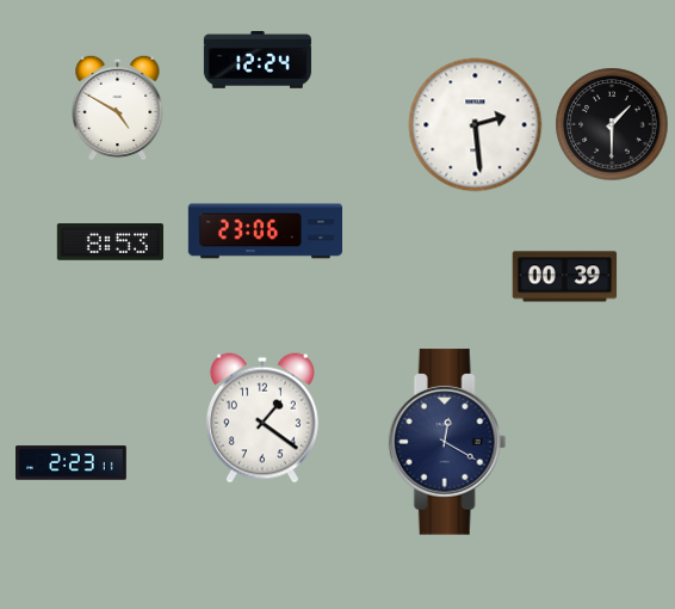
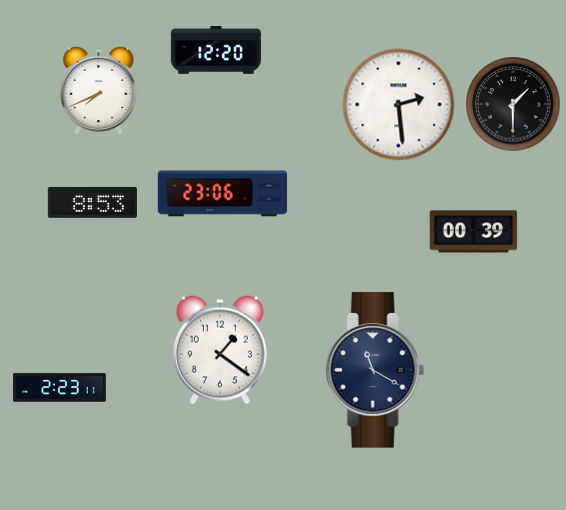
clock at (258, 61): 12:24 -> 12:20
clock at (118, 107): 4:50 -> 7:41
clock at (447, 442): 12:20 -> 11:20
